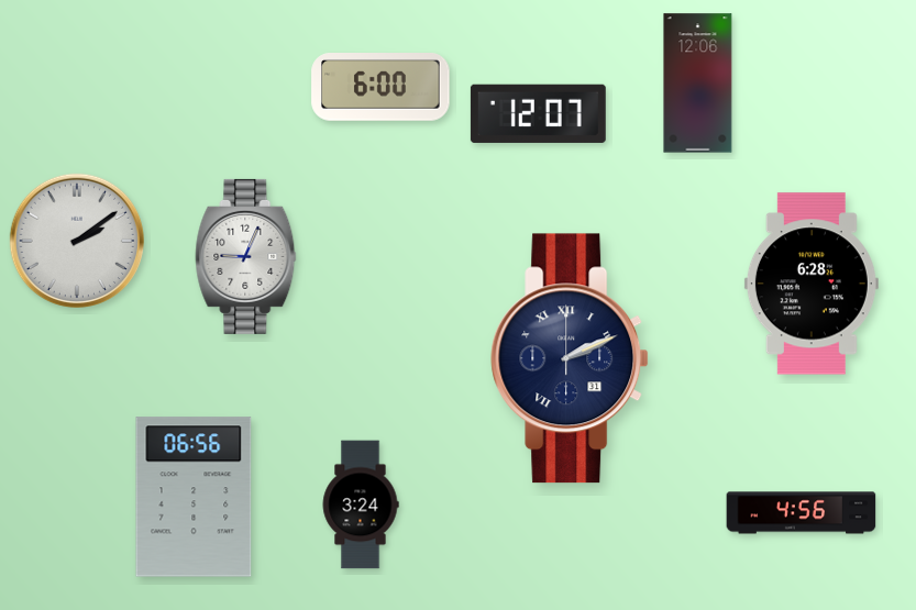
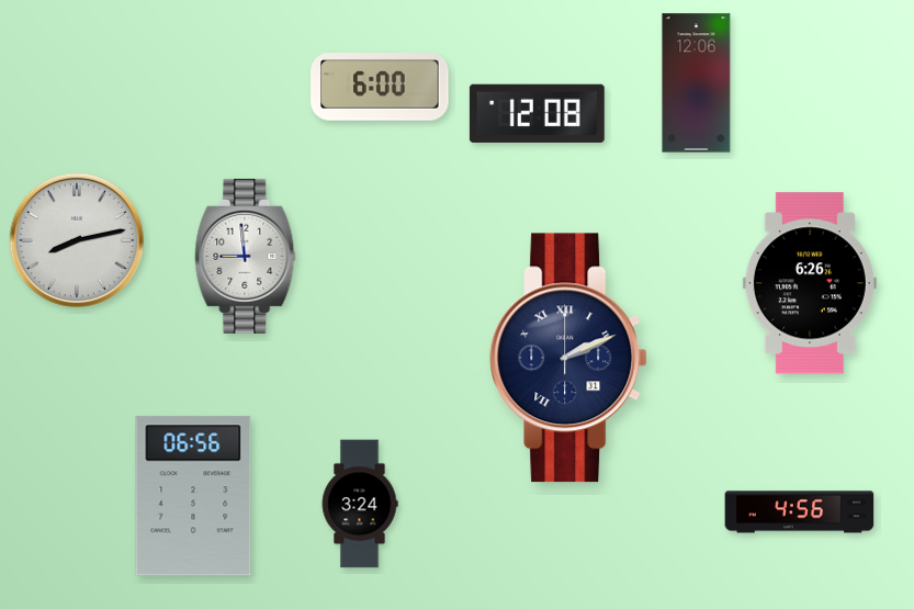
clock at (538, 113): 12:07 -> 12:08
clock at (76, 240): 2:09 -> 8:13
clock at (246, 256): 9:04 -> 8:59
clock at (812, 284): 6:28 -> 6:26
